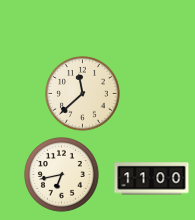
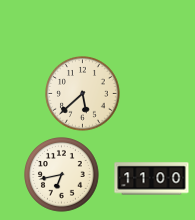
clock at (83, 94): 11:38 -> 5:38
